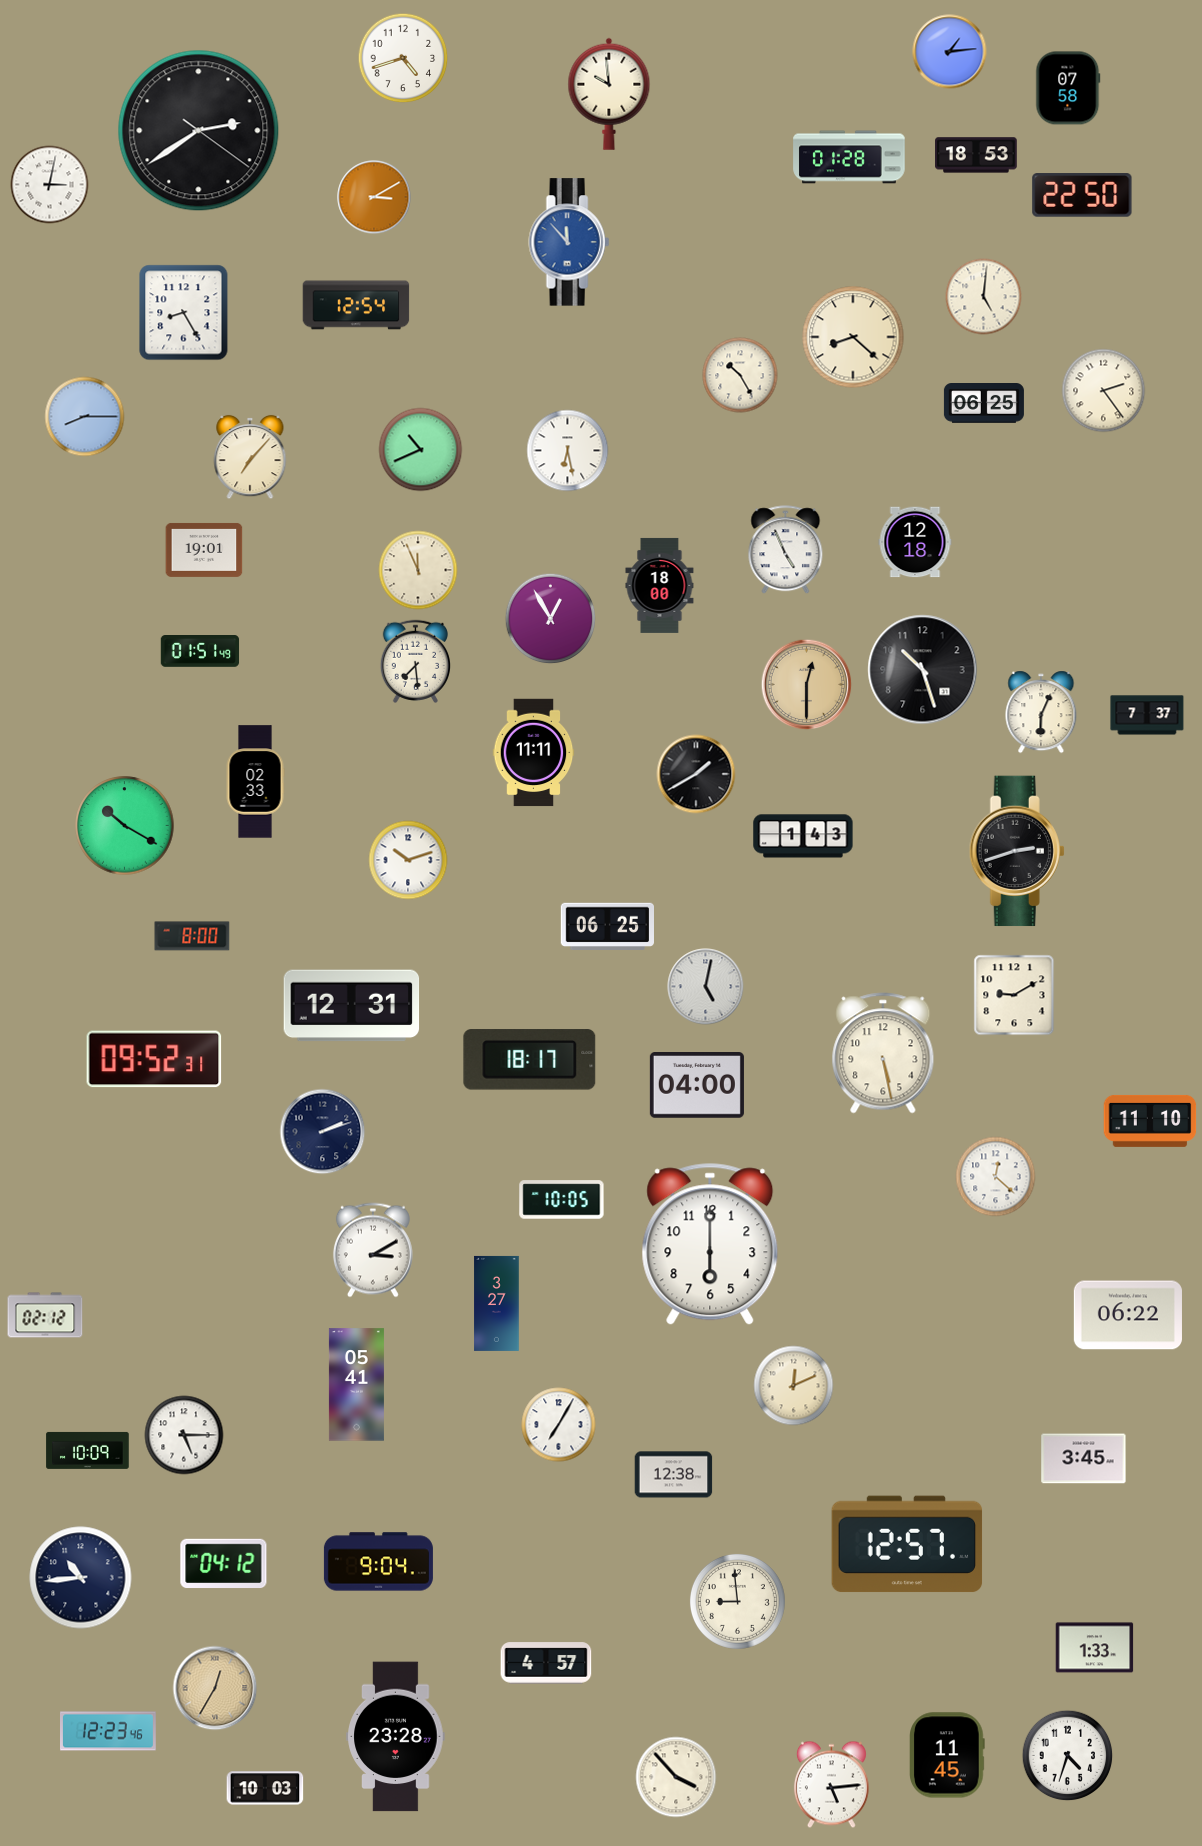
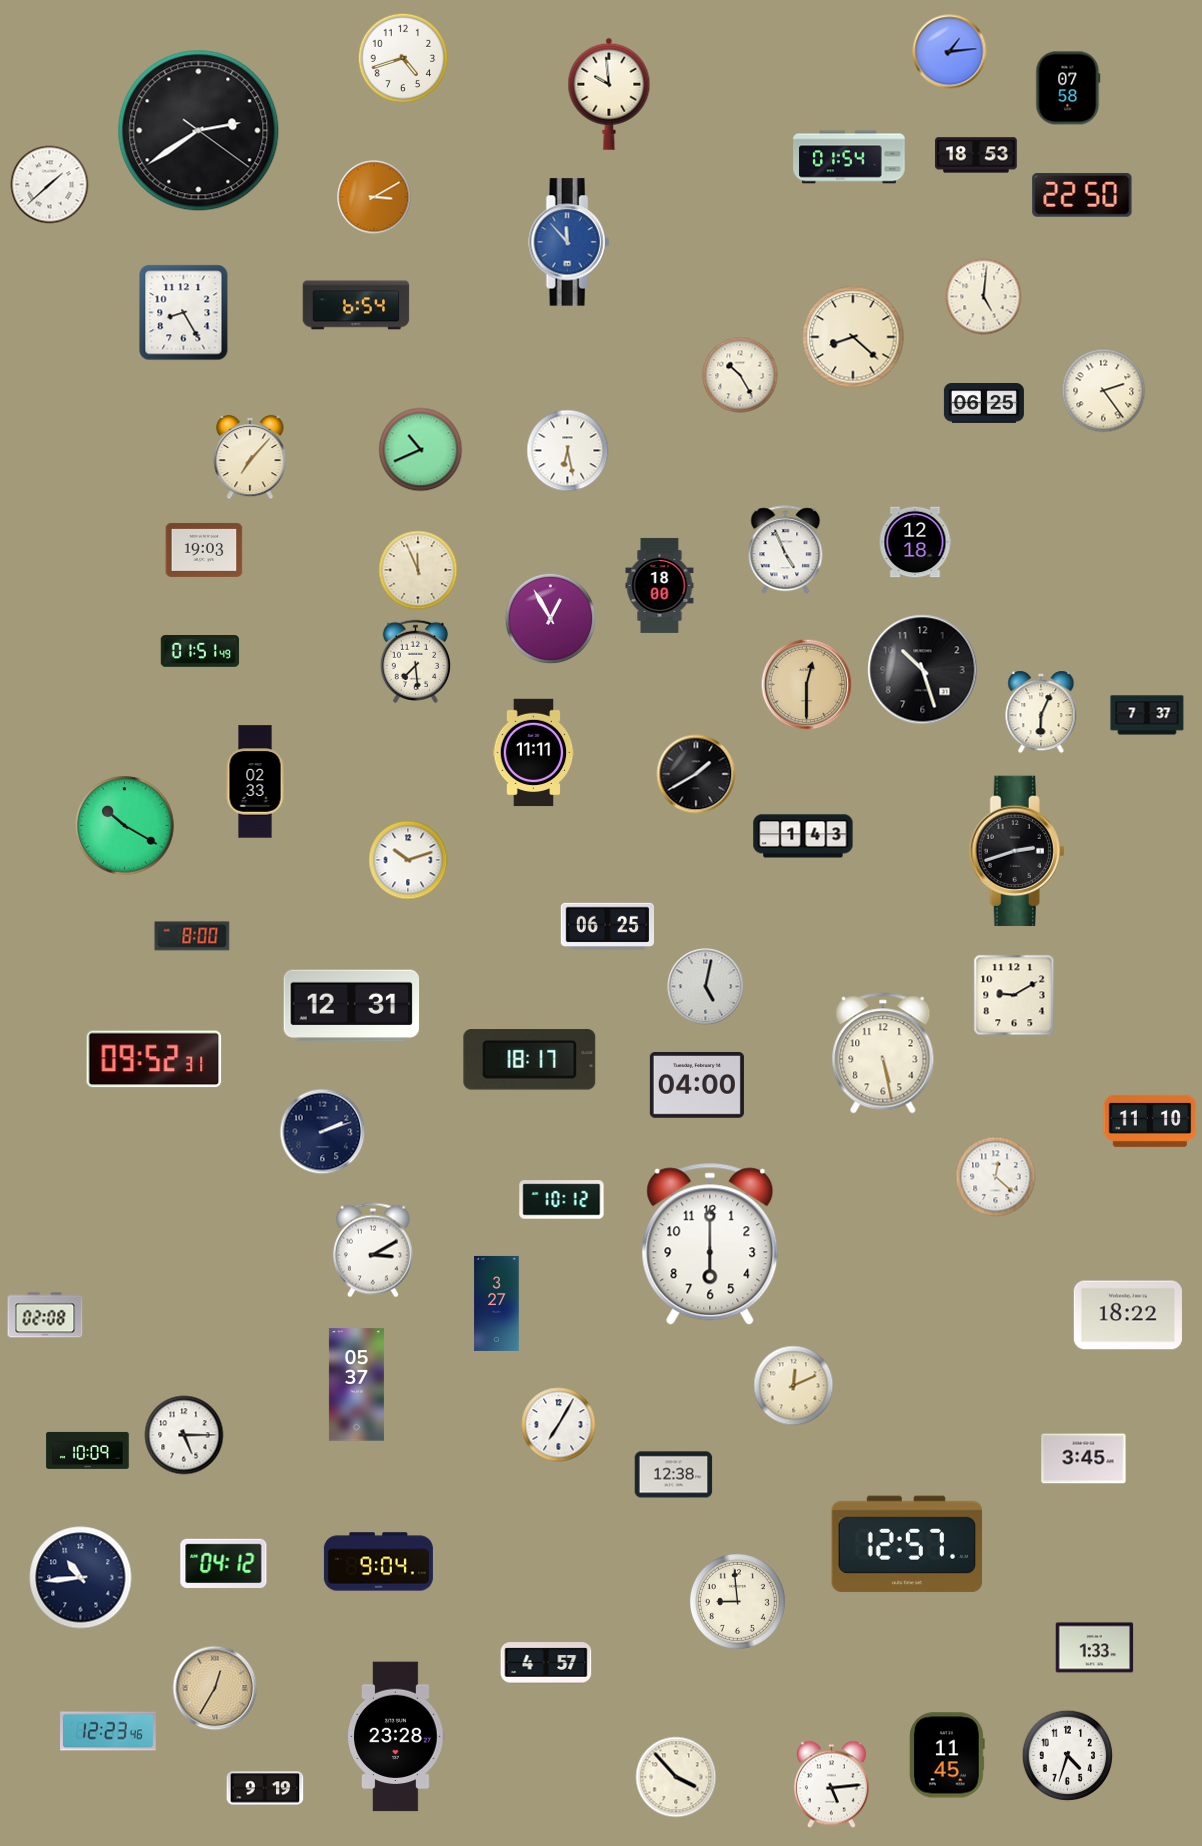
clock at (849, 157): 01:28 -> 01:54
clock at (50, 185): 3:02 -> 1:38
clock at (356, 305): 12:54 -> 6:54
clock at (85, 417): 8:15 -> none
clock at (204, 550): 19:01 -> 19:03
clock at (562, 1200): 10:05 -> 10:12
clock at (45, 1315): 02:12 -> 02:08
clock at (1128, 1315): 06:22 -> 18:22
clock at (356, 1385): 05:41 -> 05:37
clock at (265, 1788): 10:03 -> 9:19
